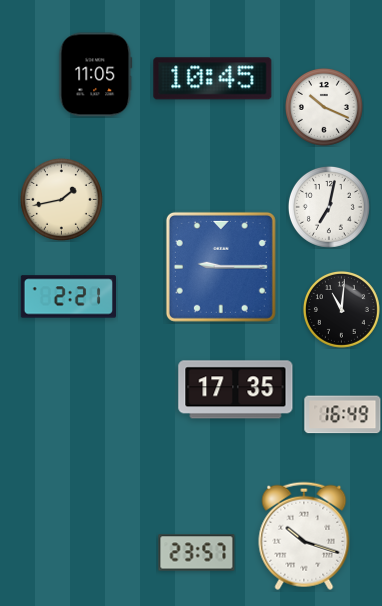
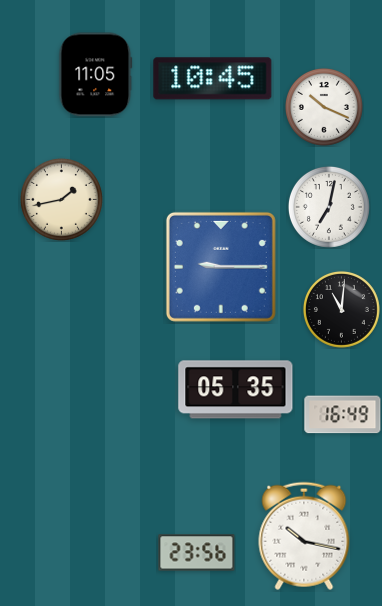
clock at (68, 297): 2:21 -> none
clock at (236, 390): 17:35 -> 05:35
clock at (304, 536): 10:18 -> 10:17
clock at (197, 553): 23:57 -> 23:56
